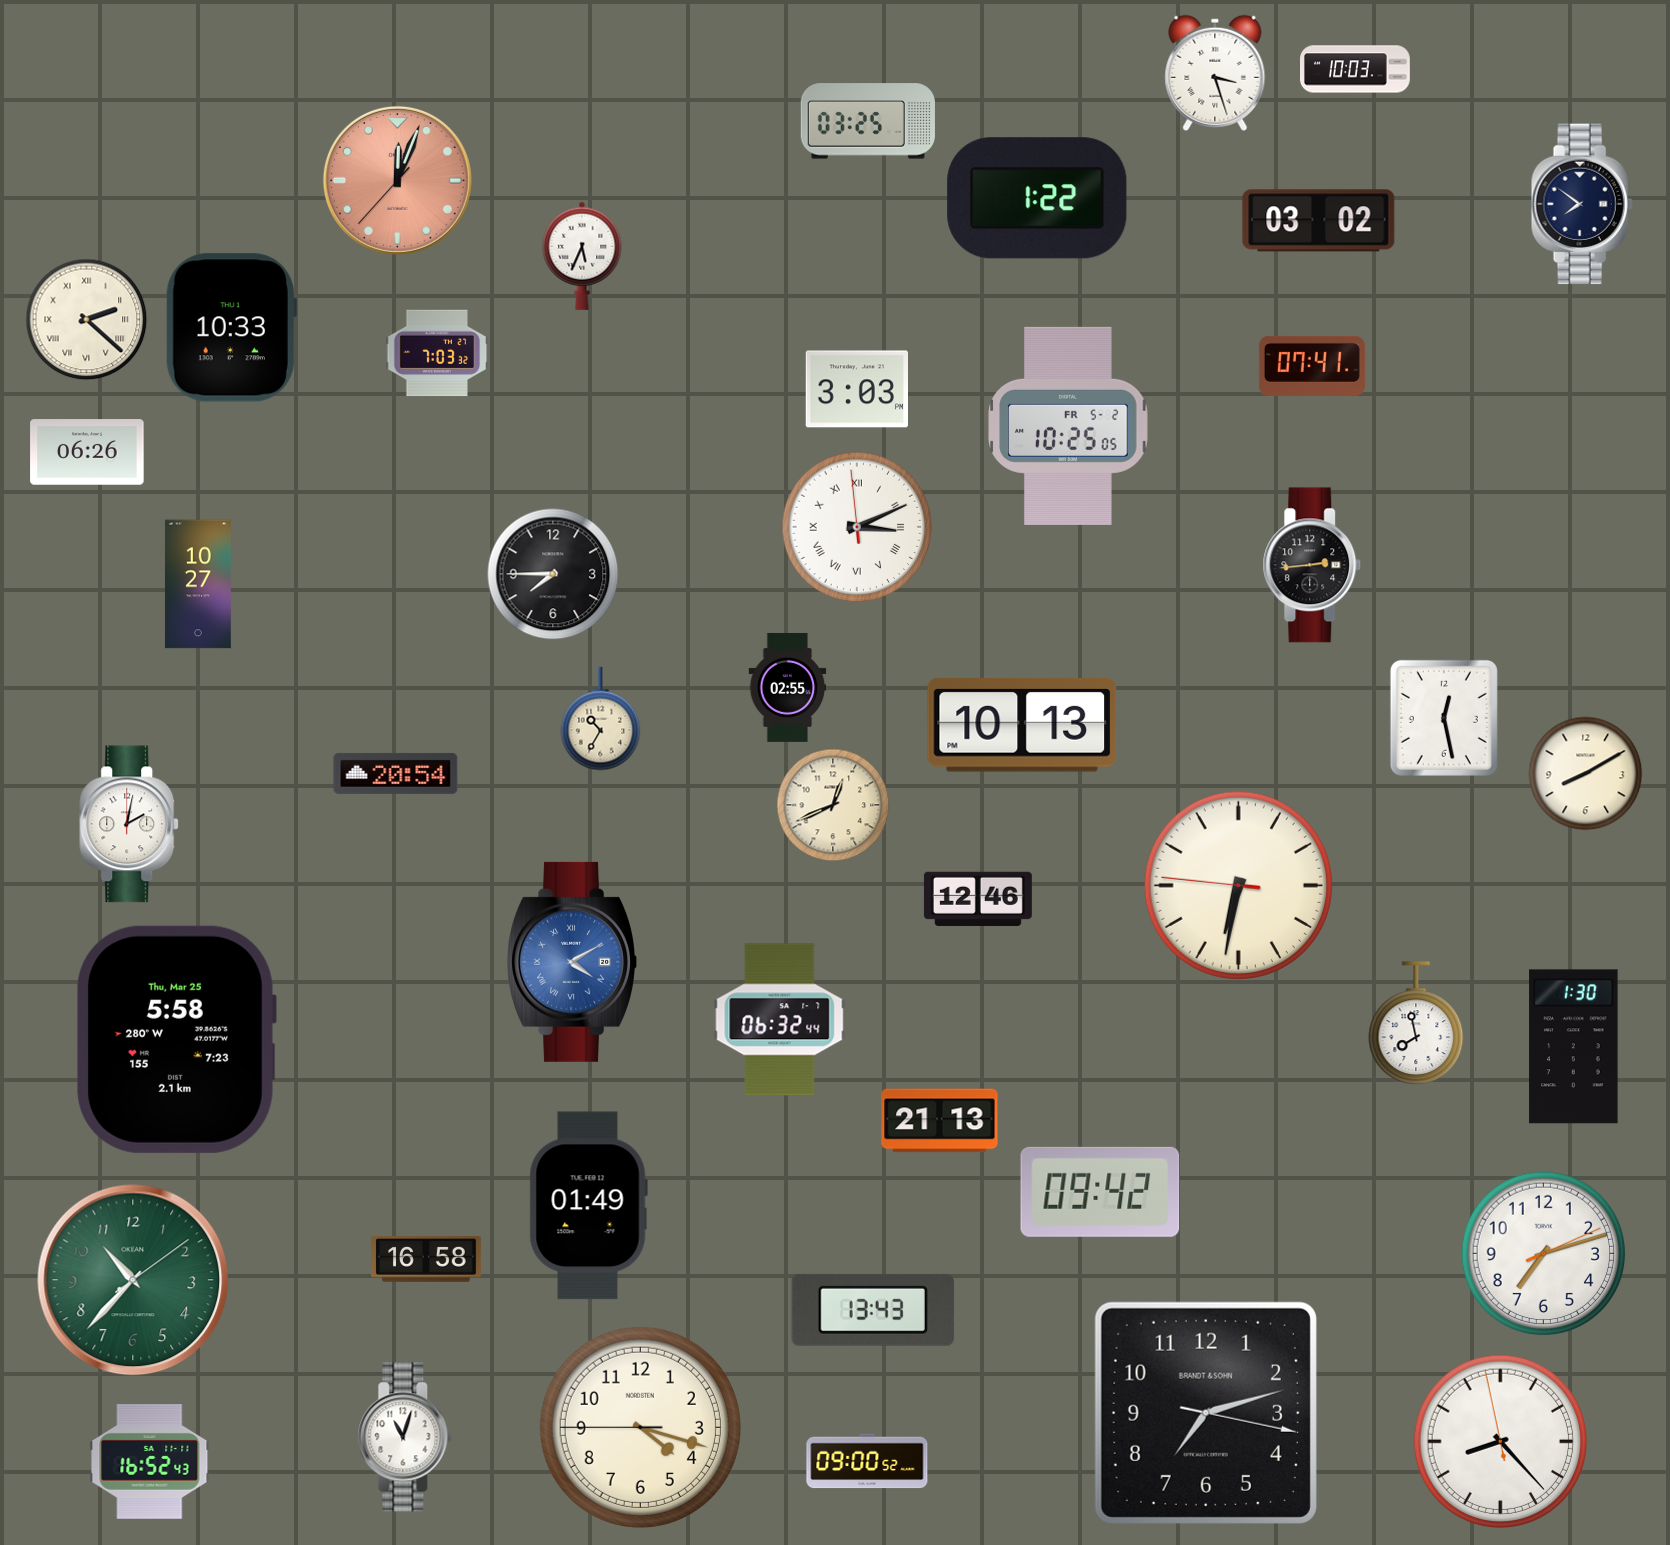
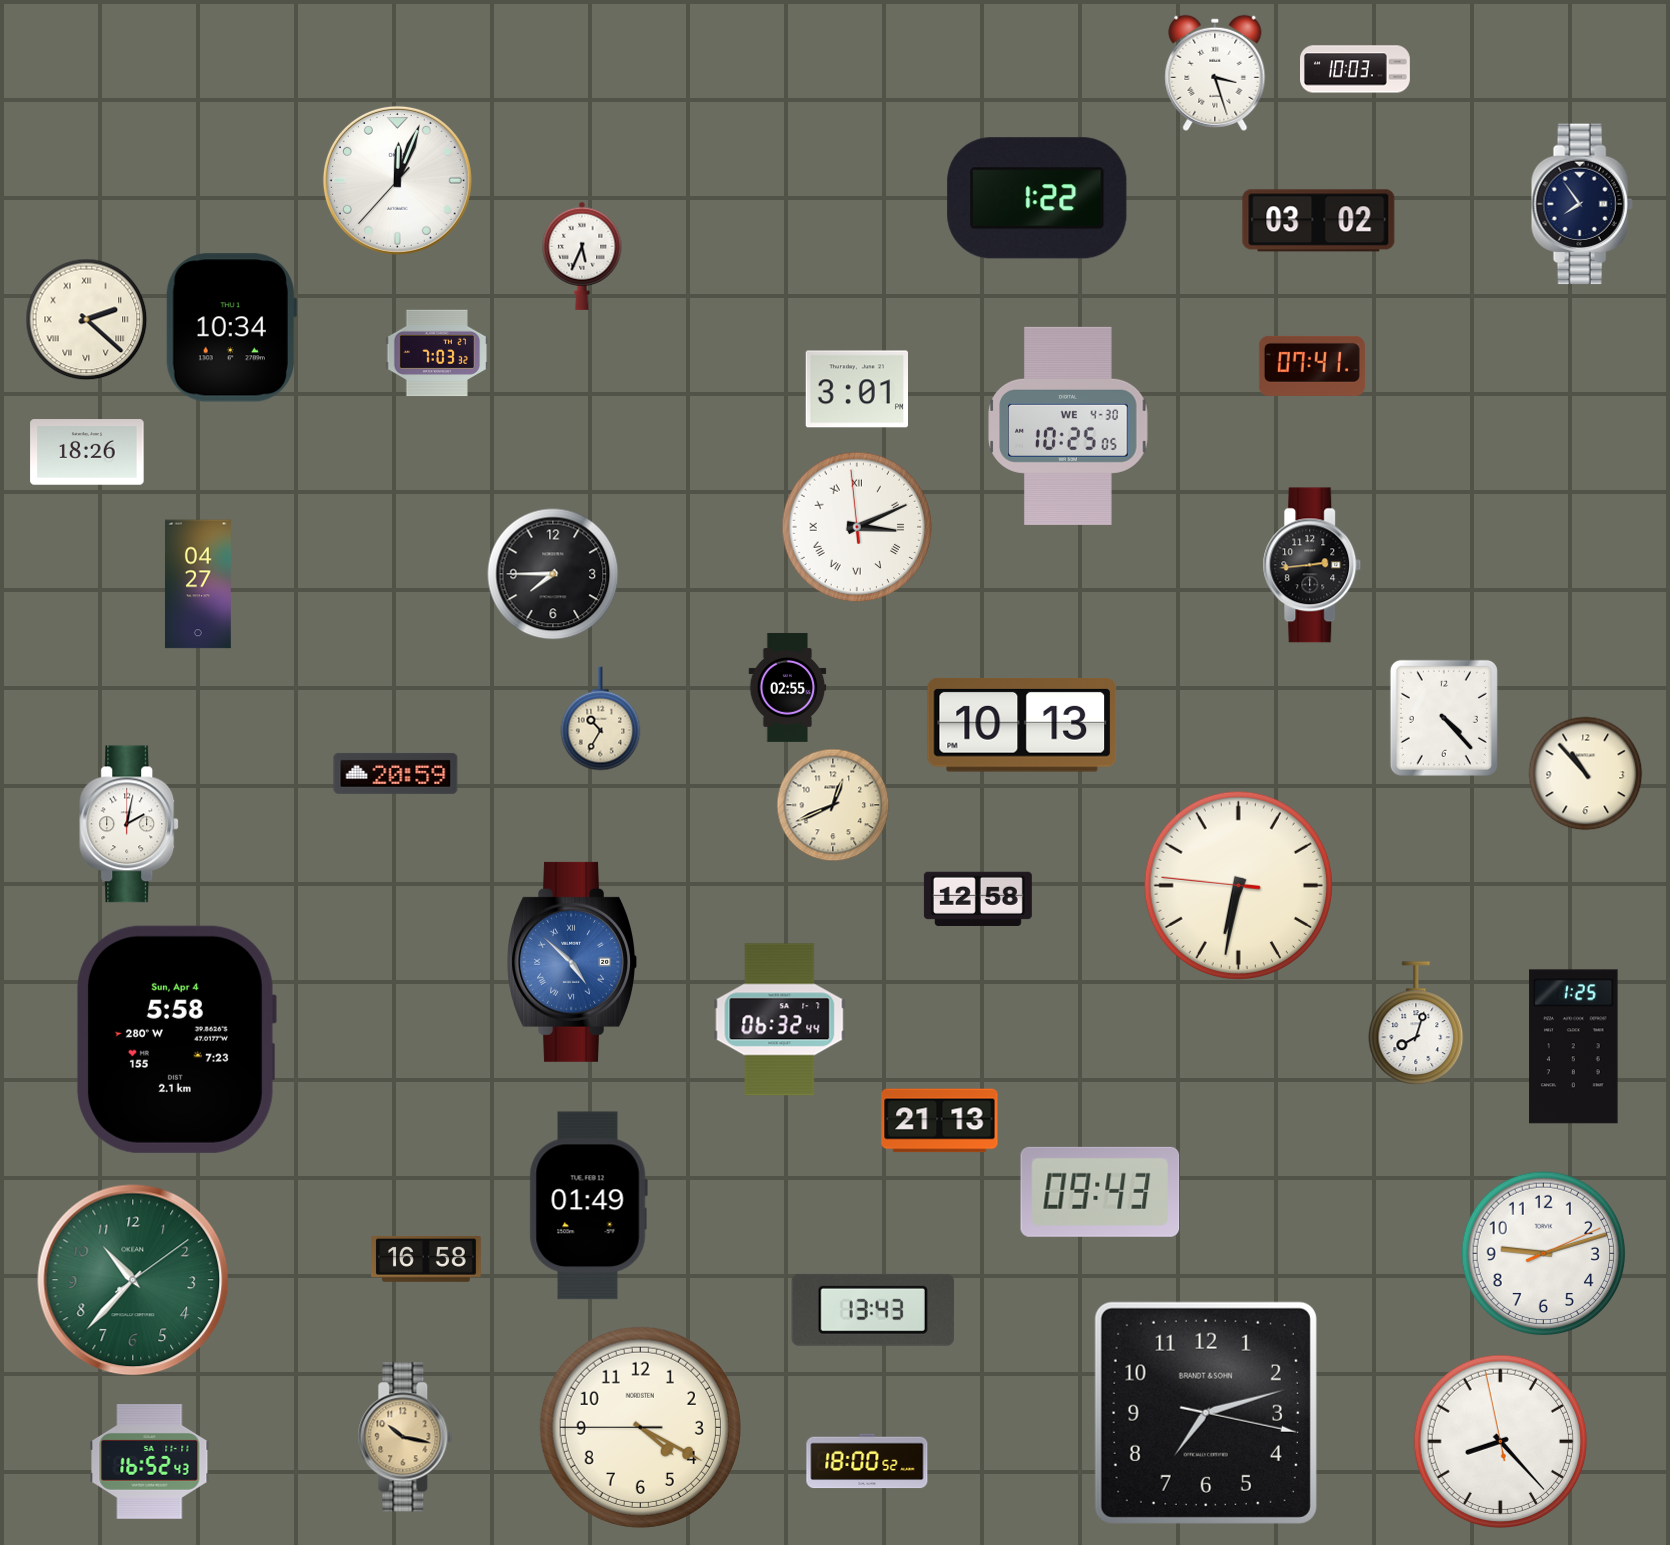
clock at (868, 121): 03:25 -> none
clock at (397, 180) dial: salmon -> white
clock at (1582, 204): 7:51 -> 7:54
clock at (231, 328): 10:33 -> 10:34
clock at (856, 389): 3:03 -> 3:01
clock at (1068, 426) date: FR 5-2 -> WE 4-30
clock at (87, 452): 06:26 -> 18:26
clock at (198, 584): 10:27 -> 04:27
clock at (1444, 718): 12:28 -> 4:23
clock at (396, 773): 20:54 -> 20:59
clock at (1586, 774): 8:10 -> 10:53
clock at (978, 899): 12:46 -> 12:58
clock at (572, 962): 4:10 -> 4:52
clock at (1416, 1023): 7:58 -> 8:03
clock at (177, 1039) date: Thu, Mar 25 -> Sun, Apr 4
clock at (1574, 1047): 1:30 -> 1:25
clock at (1100, 1192): 09:42 -> 09:43
clock at (1544, 1254): 7:12 -> 9:12
clock at (640, 1427): 4:17 -> 4:19
clock at (405, 1437): 11:03 -> 10:17
clock at (405, 1437) dial: white -> champagne
clock at (867, 1461): 09:00 -> 18:00
